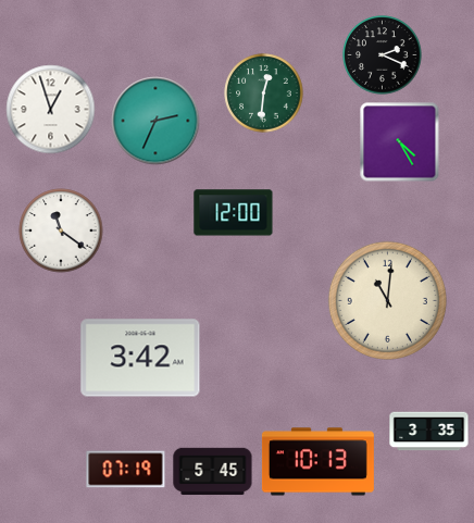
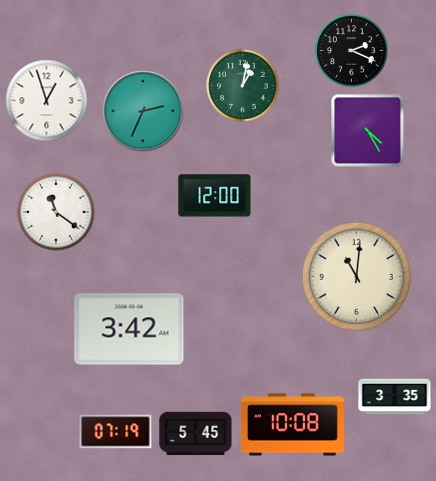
clock at (264, 94): 12:31 -> 1:02
clock at (317, 462): 10:13 -> 10:08
